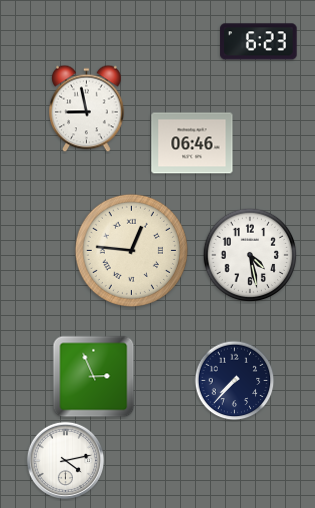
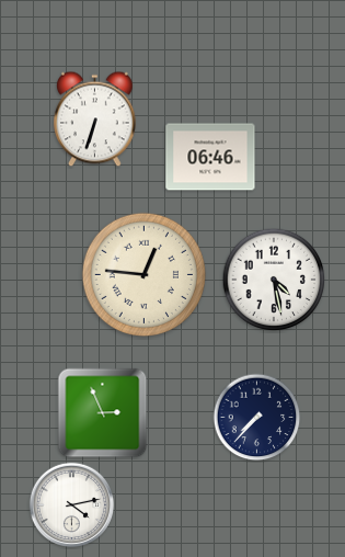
clock at (259, 42): 6:23 -> none
clock at (87, 109): 8:58 -> 6:33
